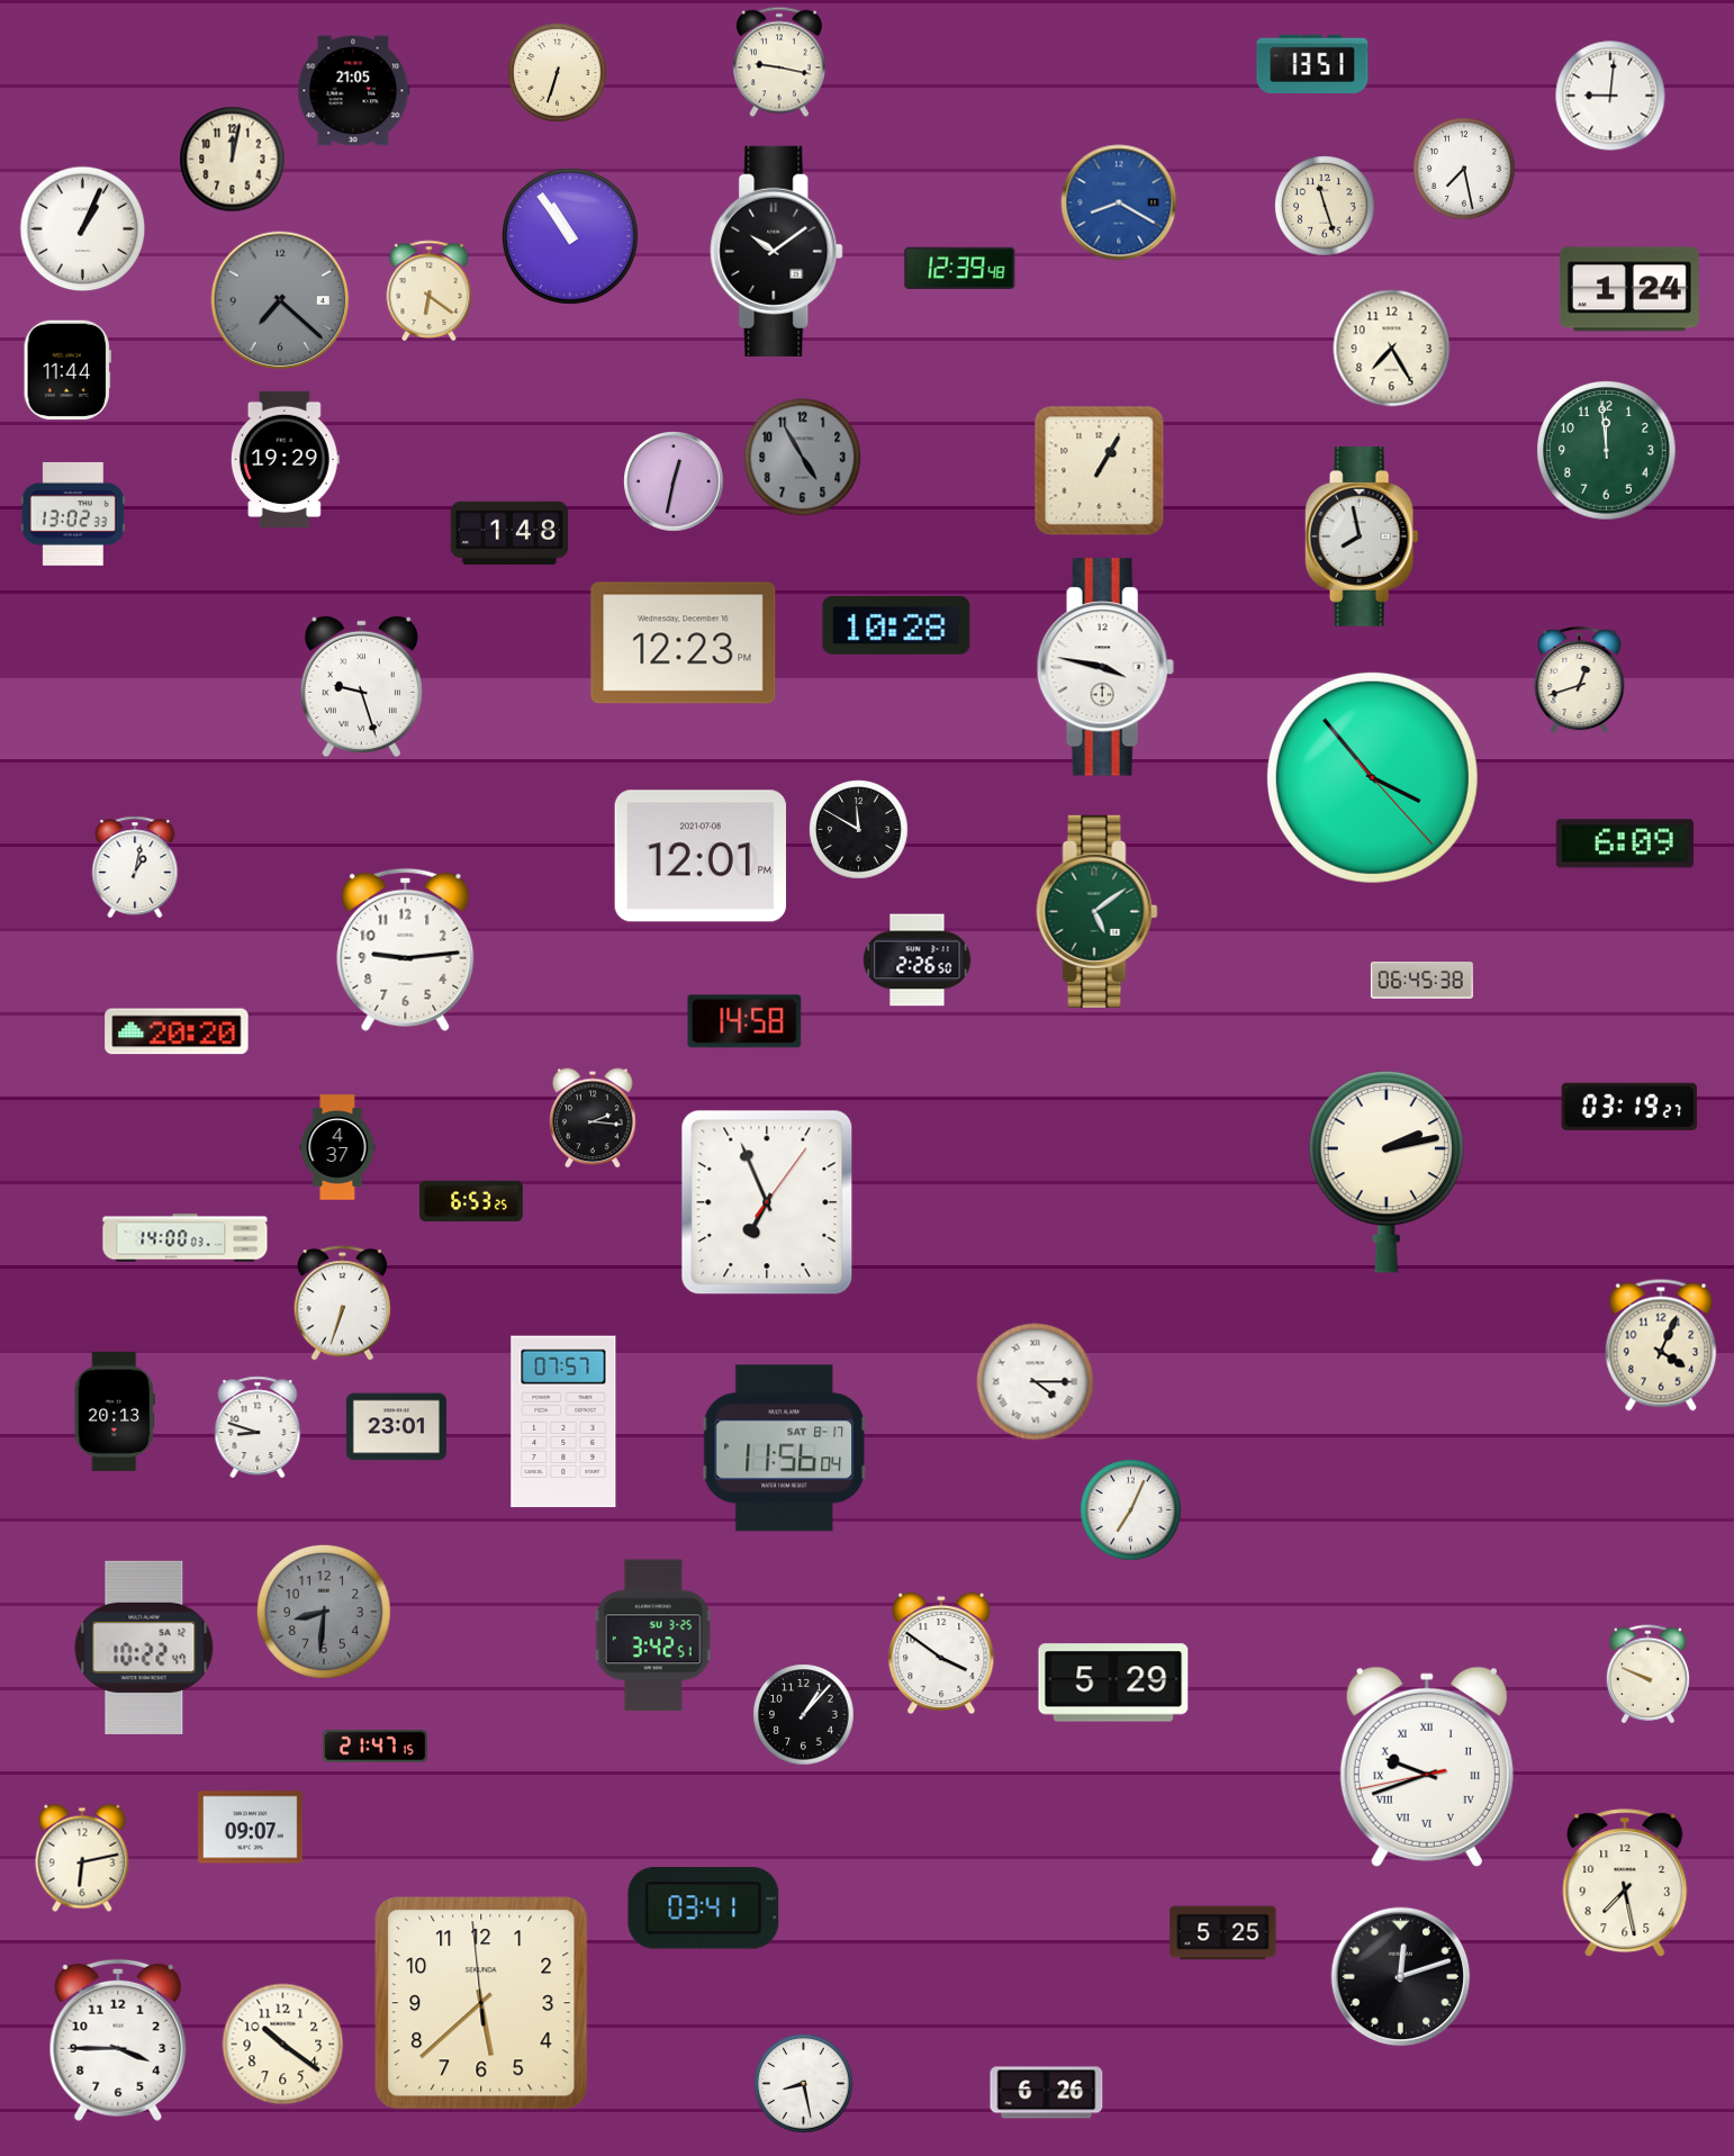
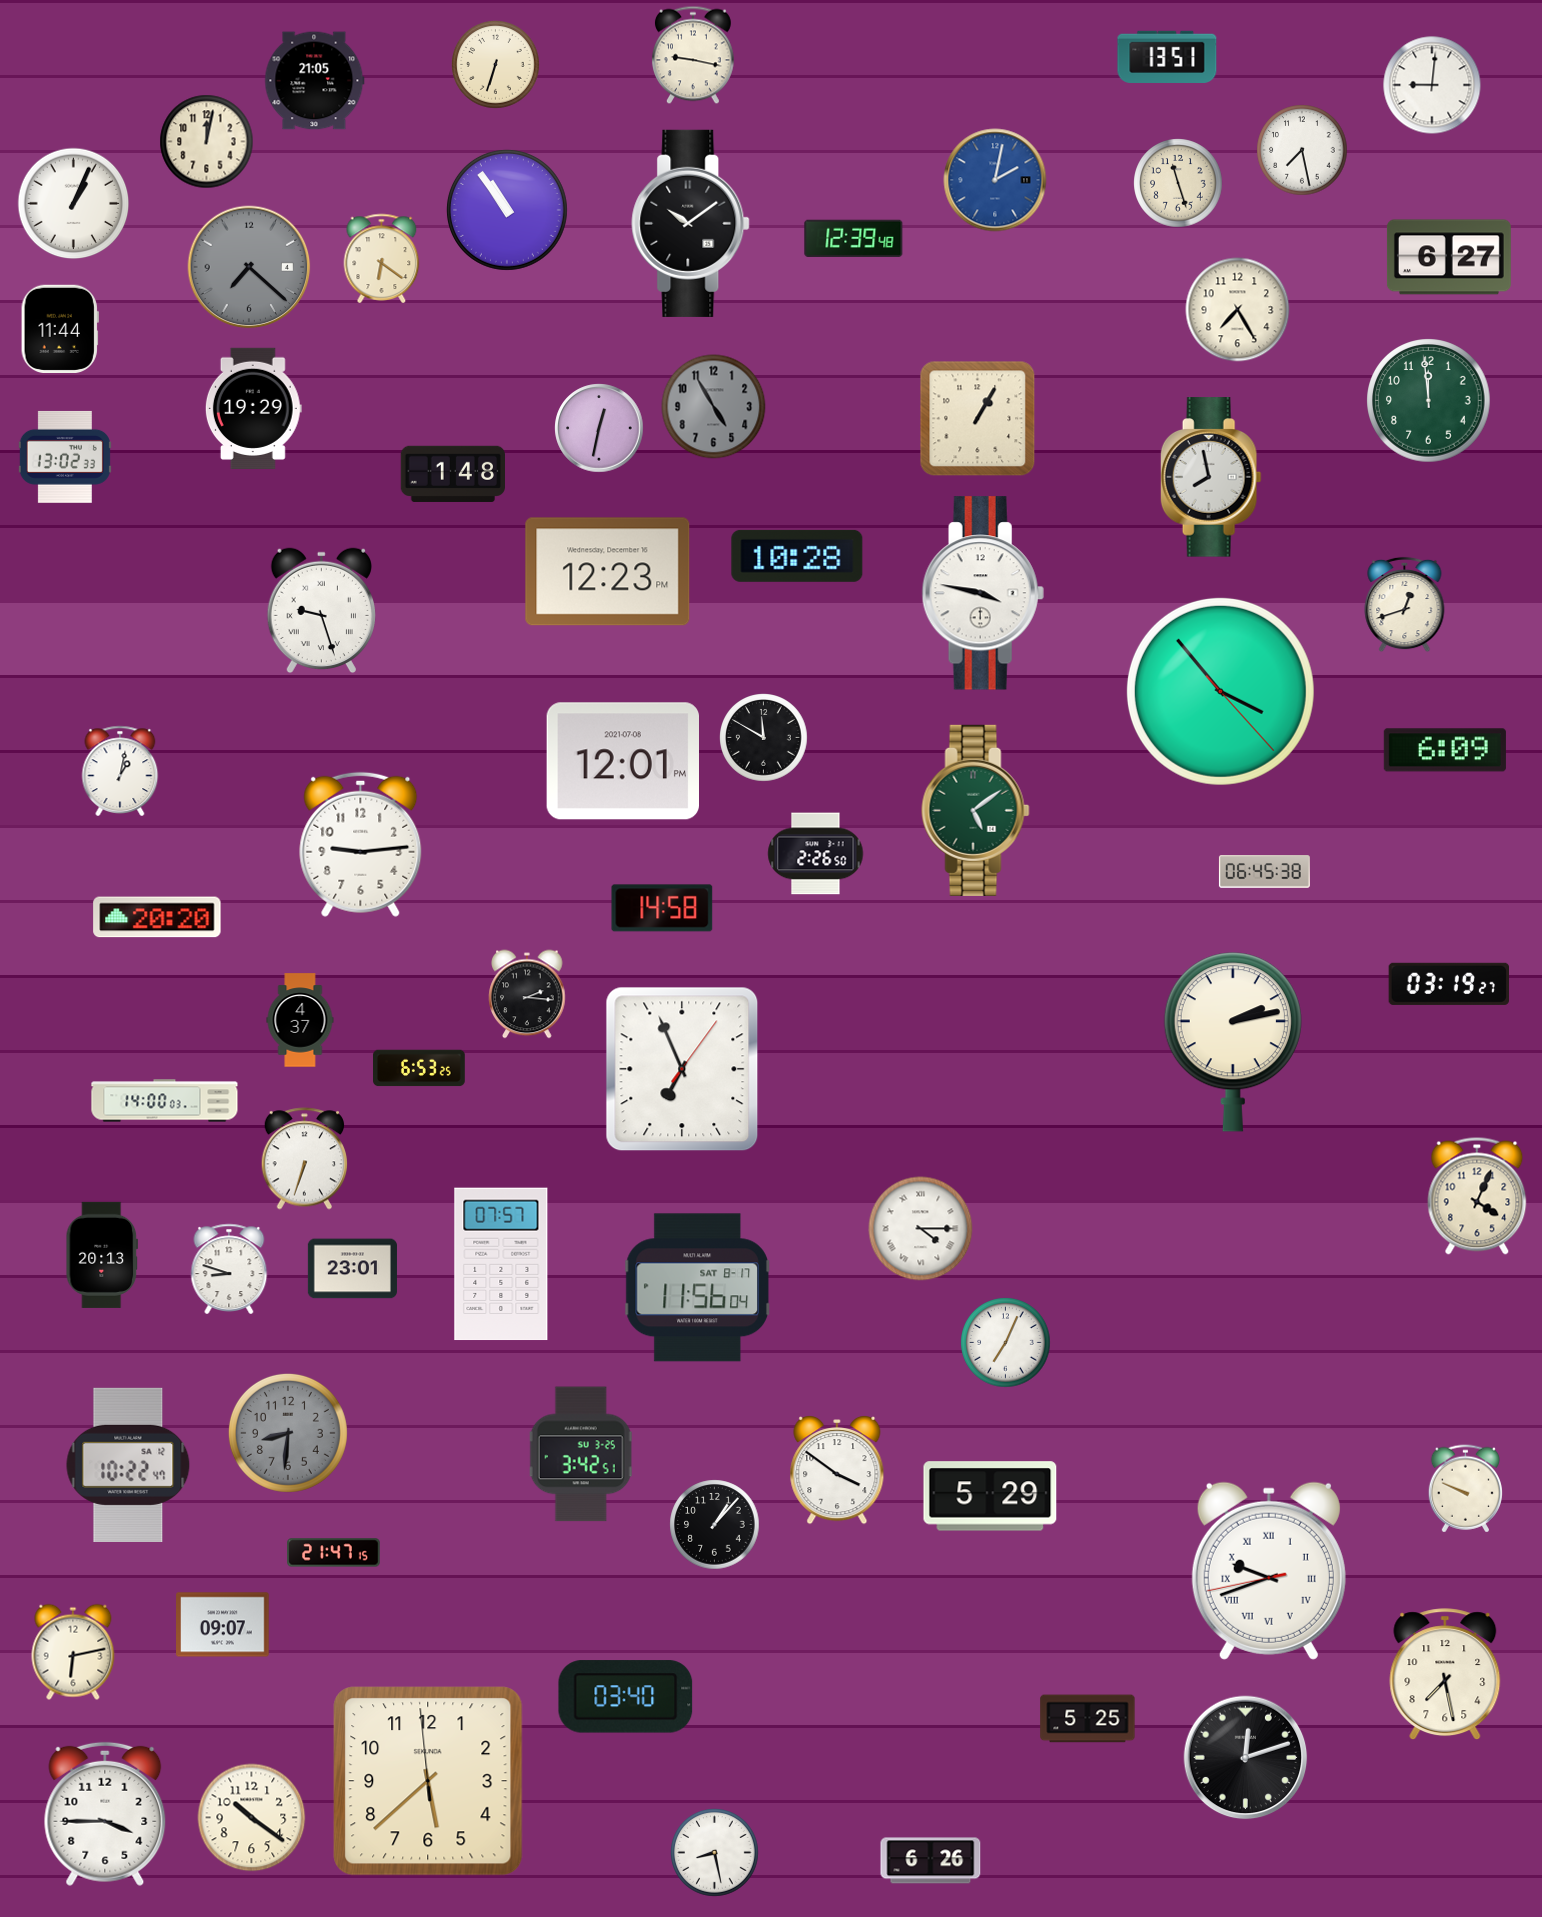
clock at (1119, 202): 8:20 -> 2:02
clock at (1629, 289): 1:24 -> 6:27
clock at (704, 1909): 03:41 -> 03:40
